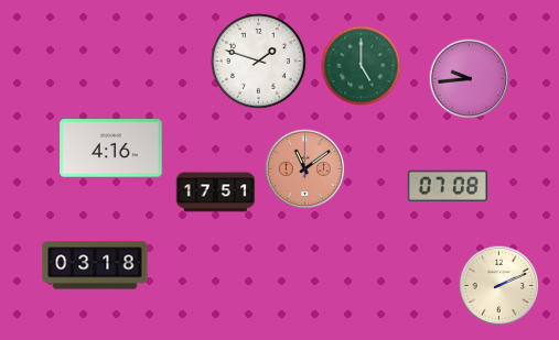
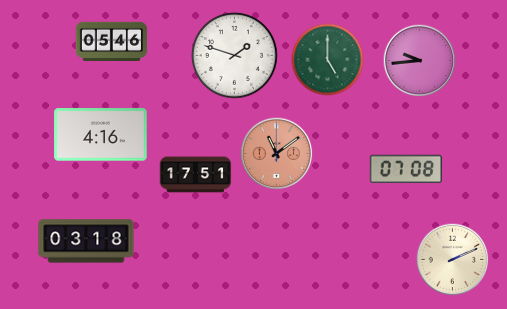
clock at (112, 41): none -> 05:46
clock at (470, 79) position: (470, 79) -> (420, 61)
